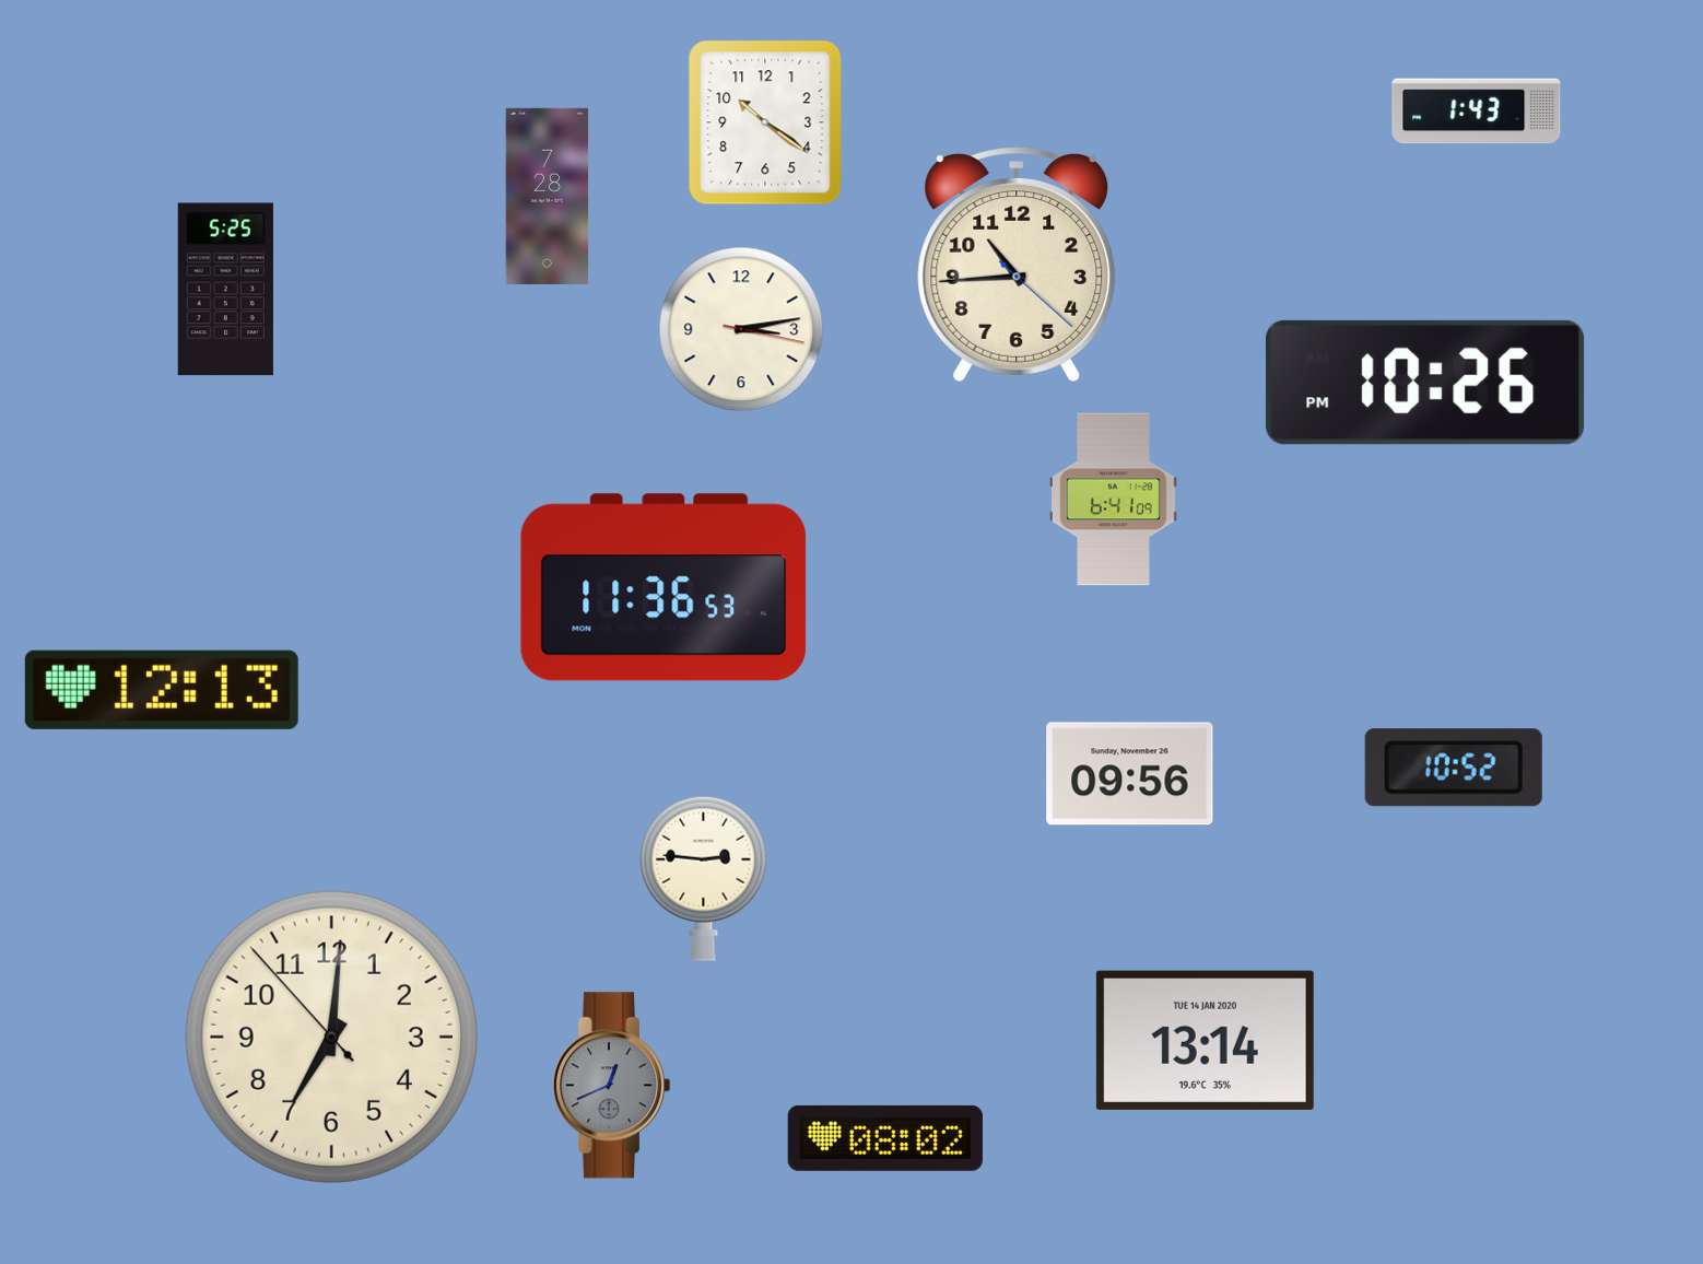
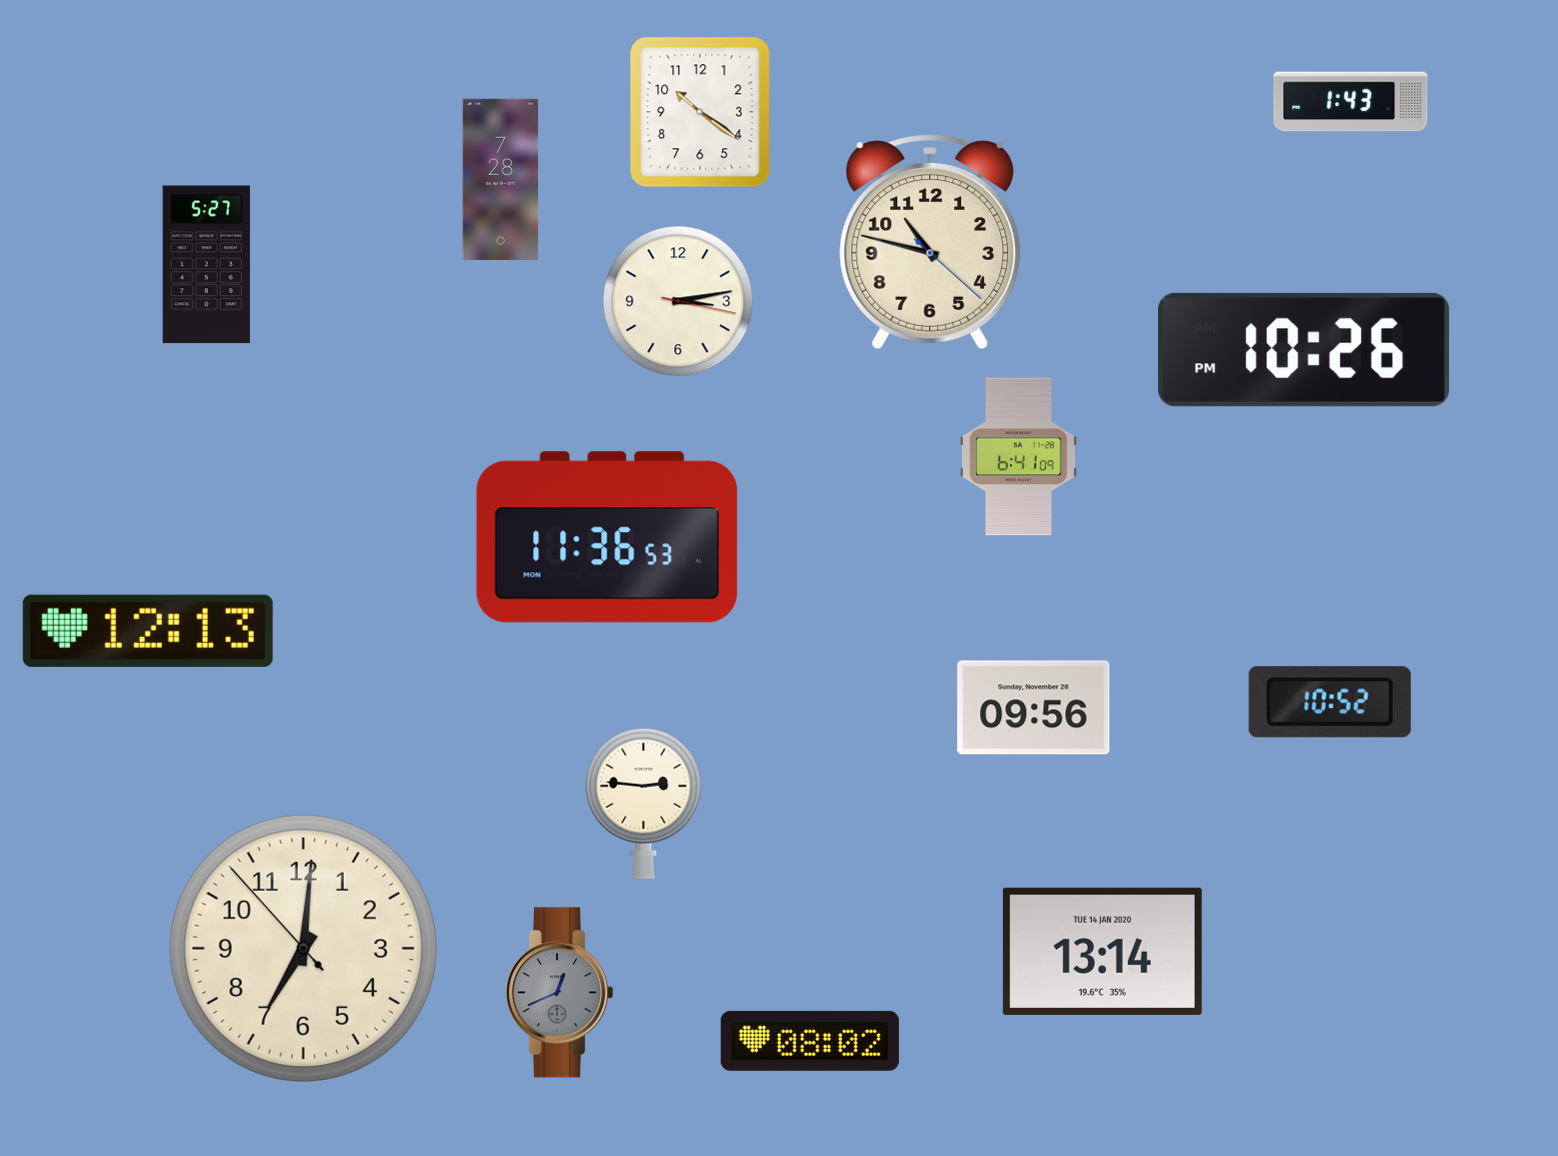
clock at (1017, 265): 10:44 -> 10:47
clock at (225, 290): 5:25 -> 5:27
